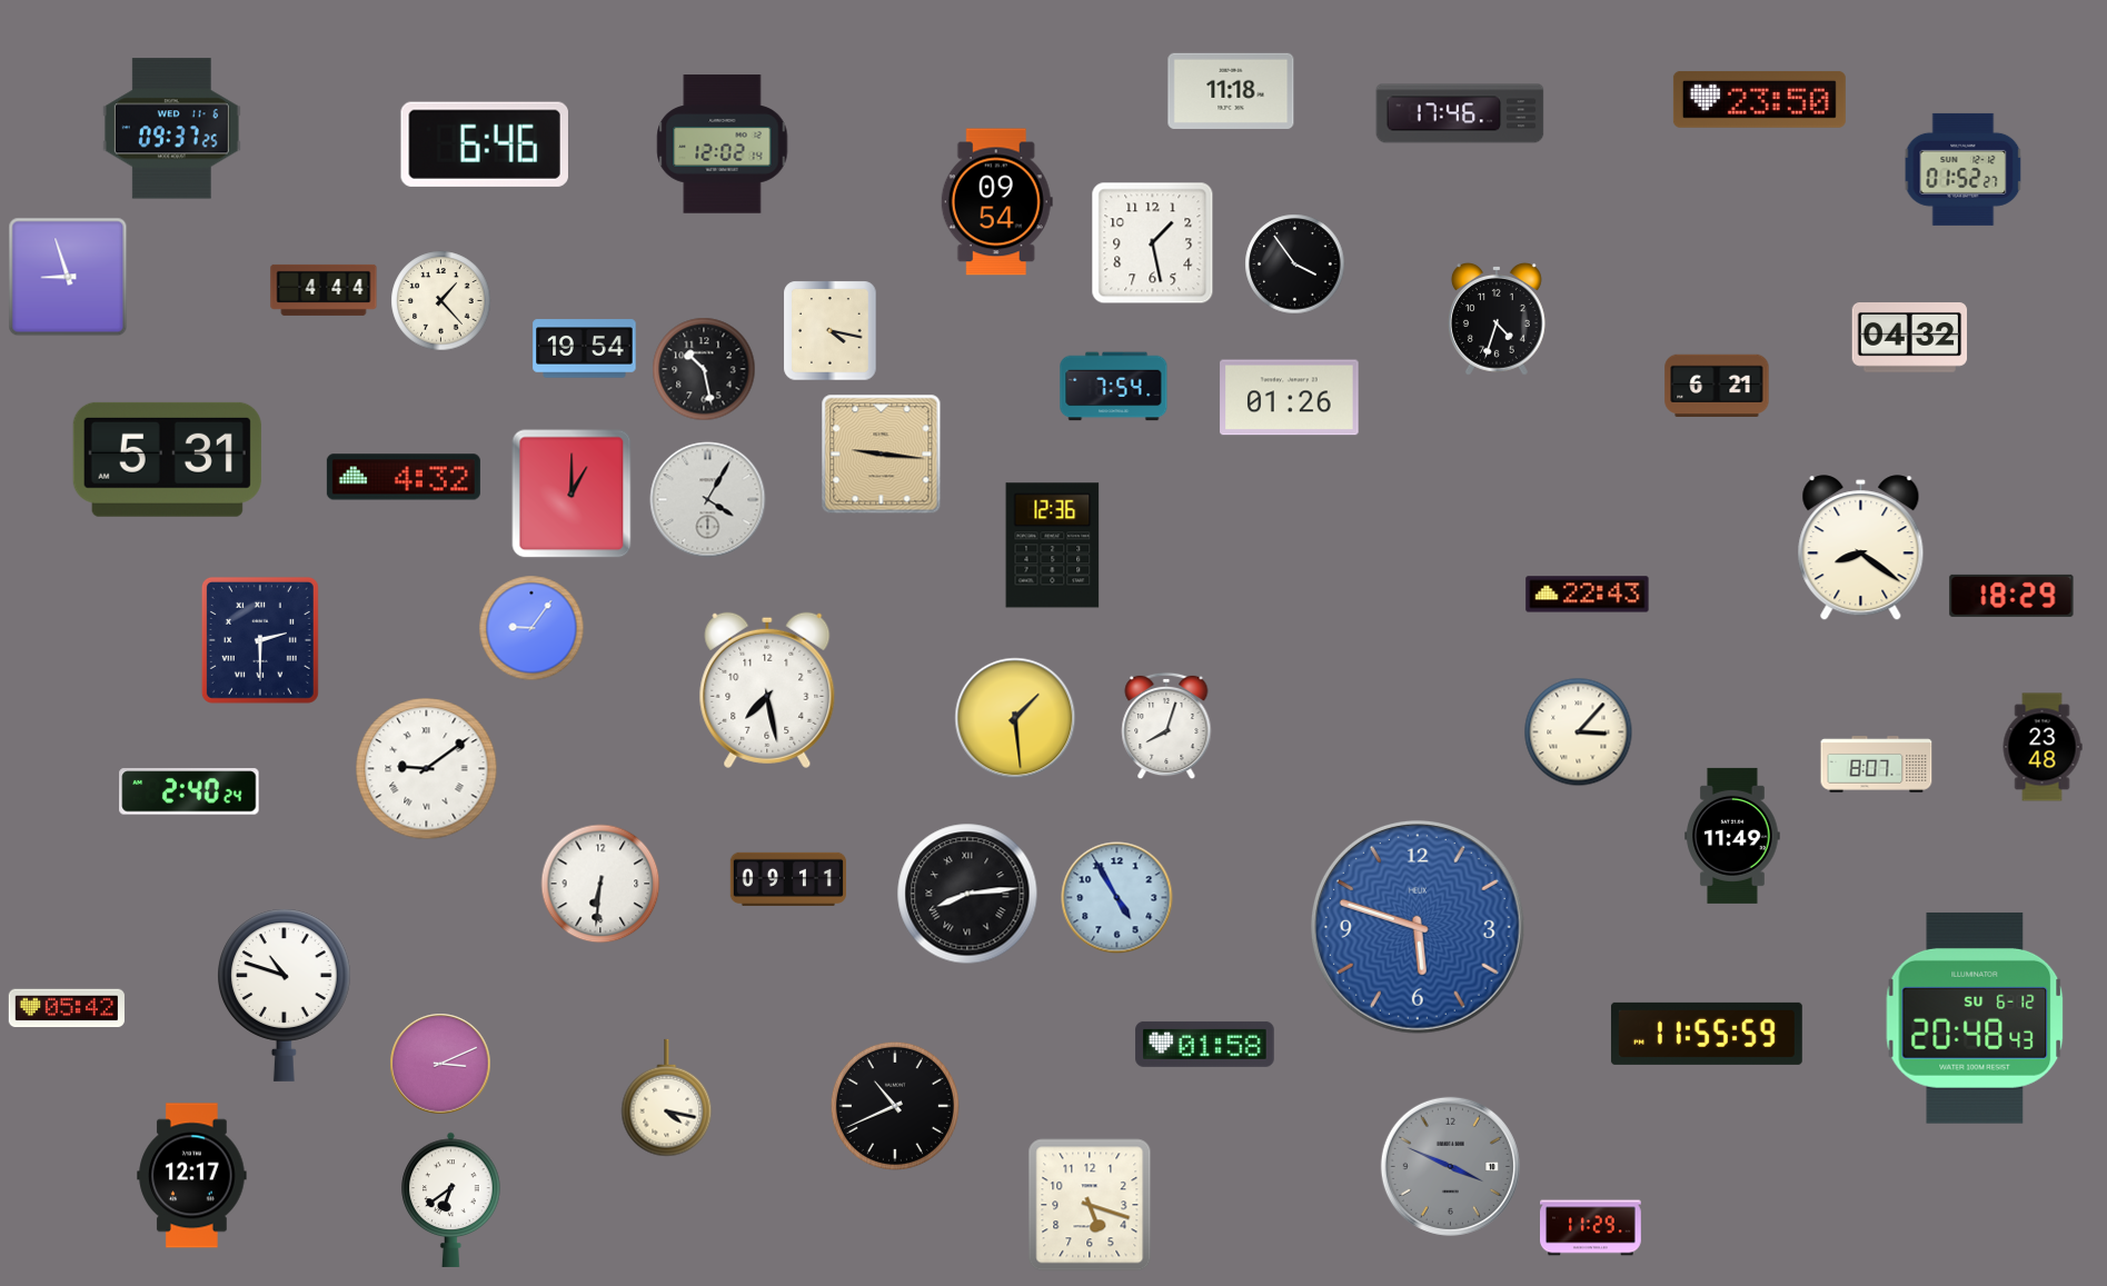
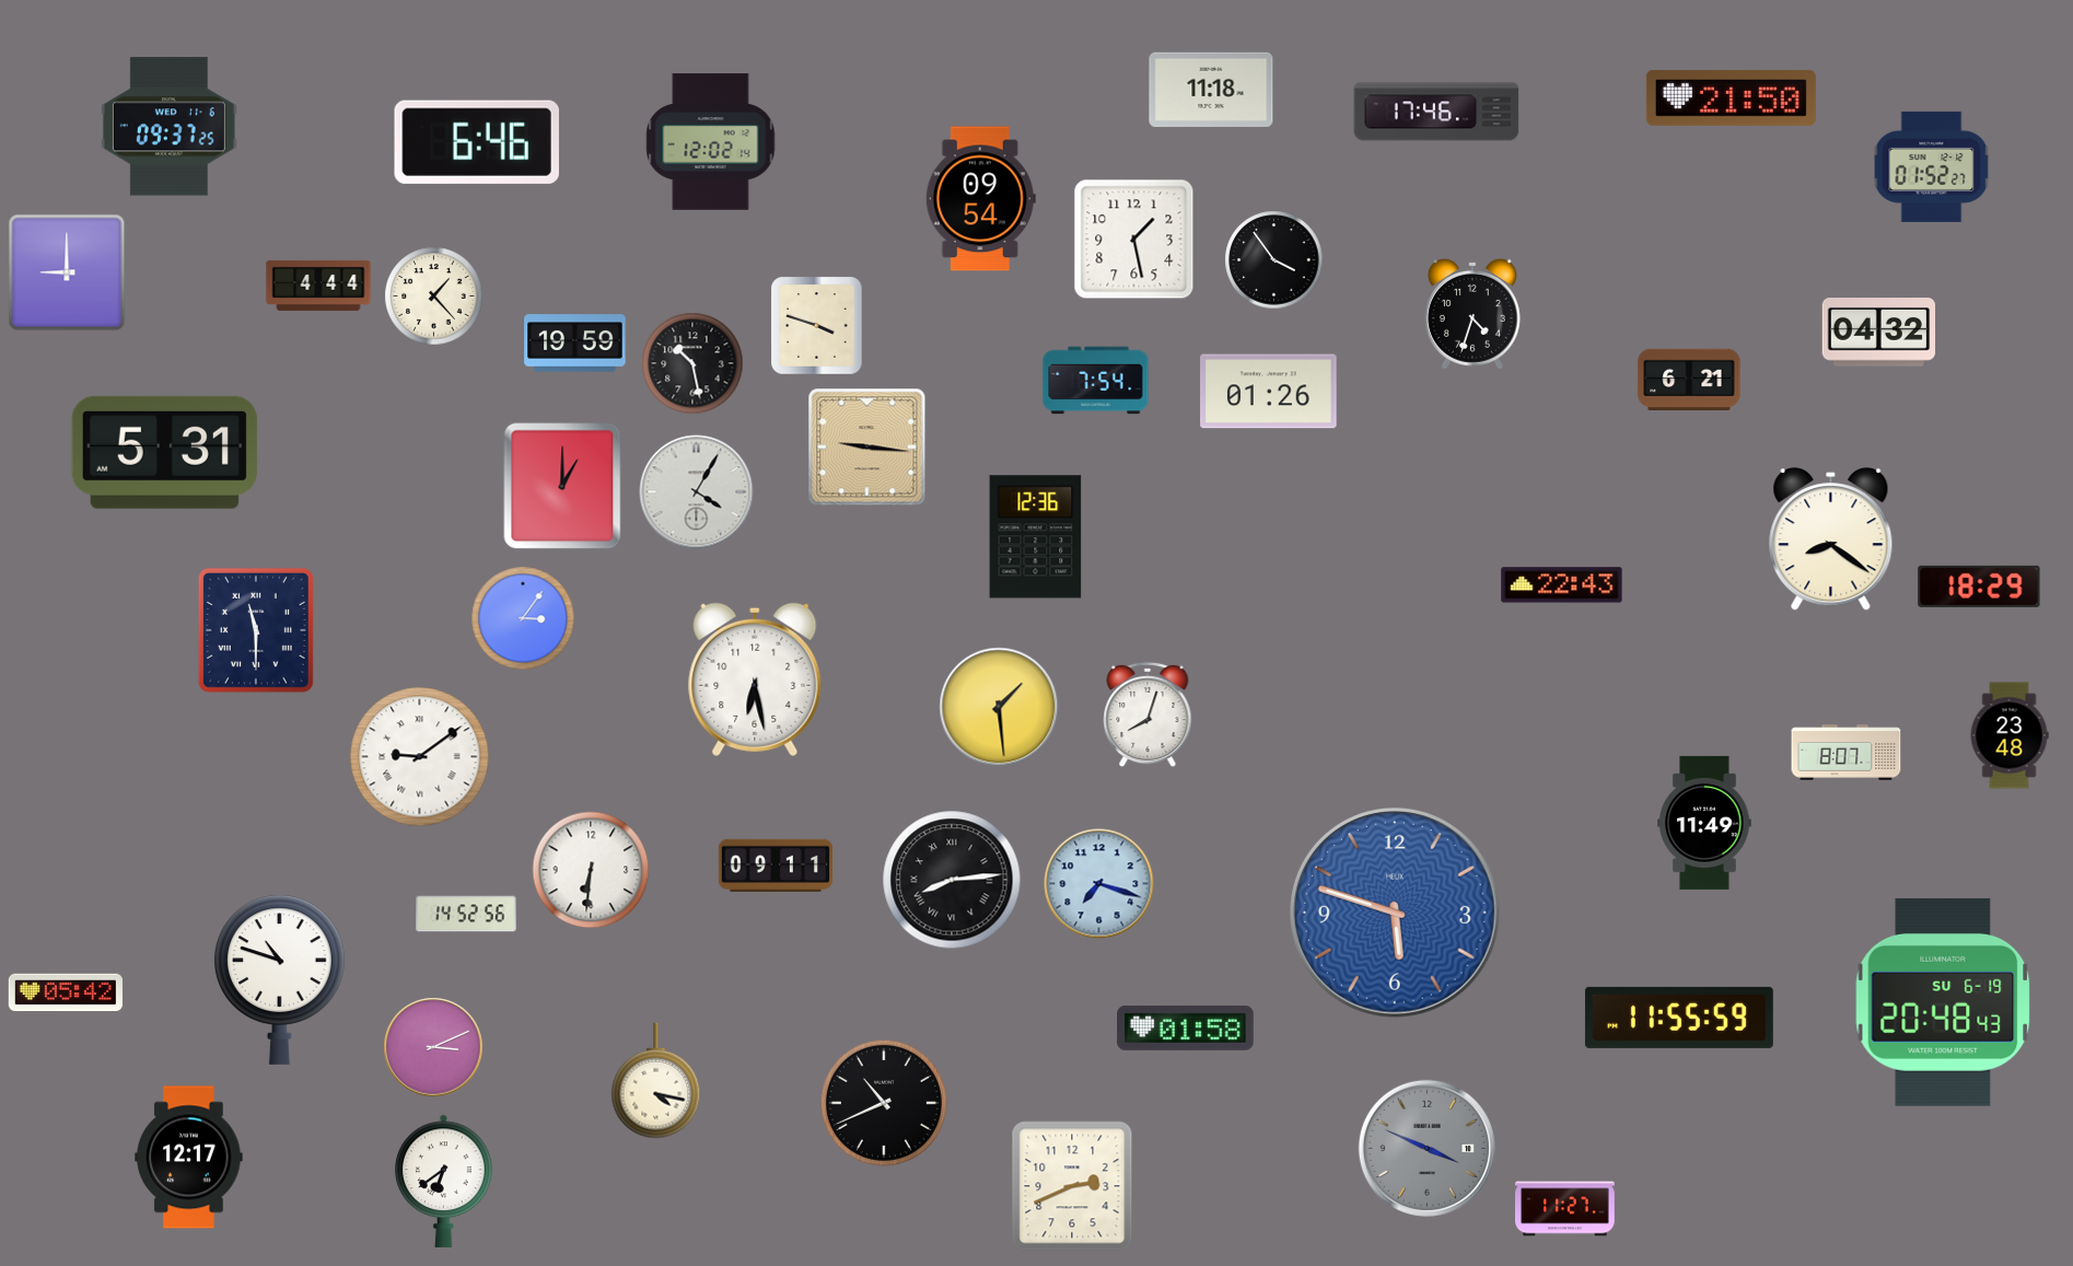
clock at (1759, 99): 23:50 -> 21:50
clock at (68, 277): 8:57 -> 9:00
clock at (831, 331): 4:17 -> 3:48
clock at (585, 349): 19:54 -> 19:59
clock at (404, 477): 4:32 -> none
clock at (531, 628): 9:06 -> 3:06
clock at (260, 640): 2:30 -> 11:30
clock at (767, 690): 7:28 -> 6:28
clock at (1579, 732): 3:07 -> none
clock at (189, 791): 2:40 -> none
clock at (1117, 898): 4:55 -> 7:18
clock at (466, 914): none -> 14:52
clock at (1975, 1018) date: SU 6-12 -> SU 6-19
clock at (895, 1106) position: (895, 1106) -> (884, 1103)
clock at (1090, 1205): 5:18 -> 2:41
clock at (1591, 1228): 11:29 -> 11:27
